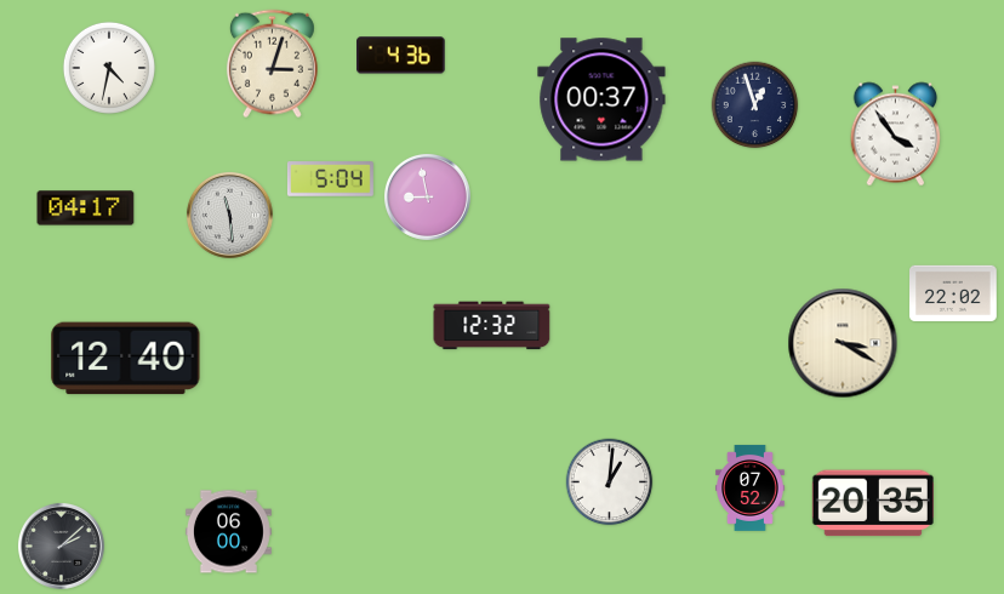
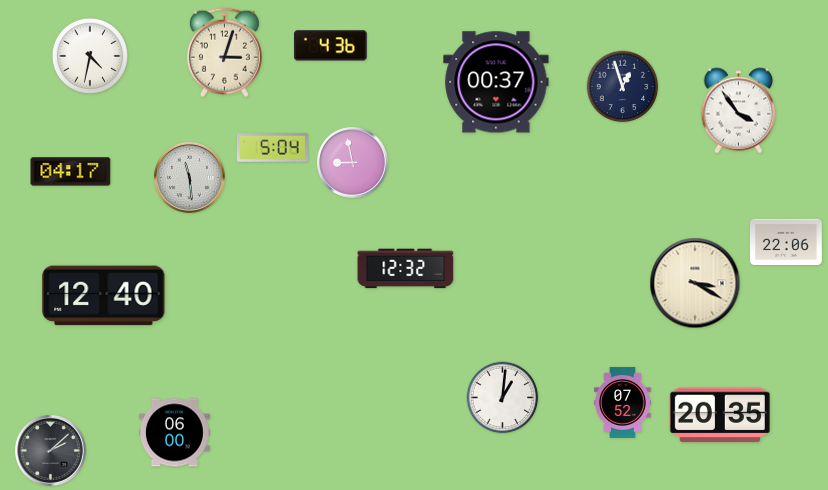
clock at (953, 292): 22:02 -> 22:06
clock at (751, 487) position: (751, 487) -> (623, 402)
clock at (228, 532) position: (228, 532) -> (174, 433)
